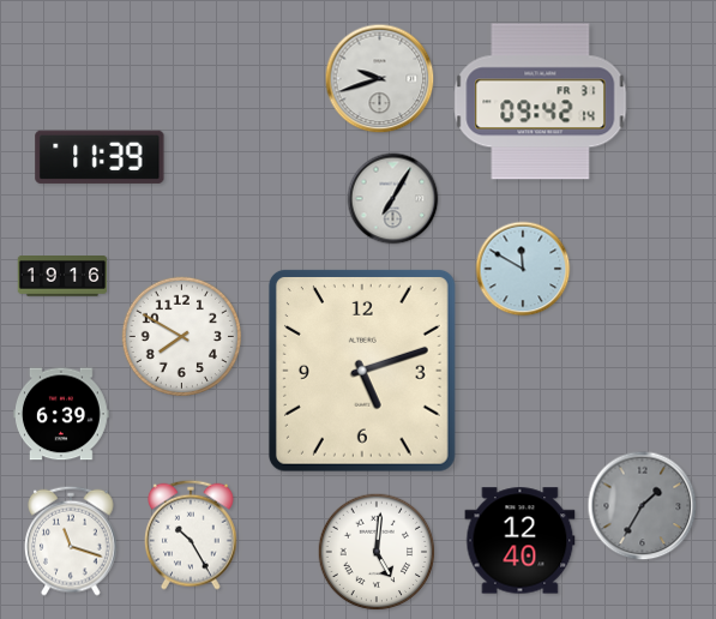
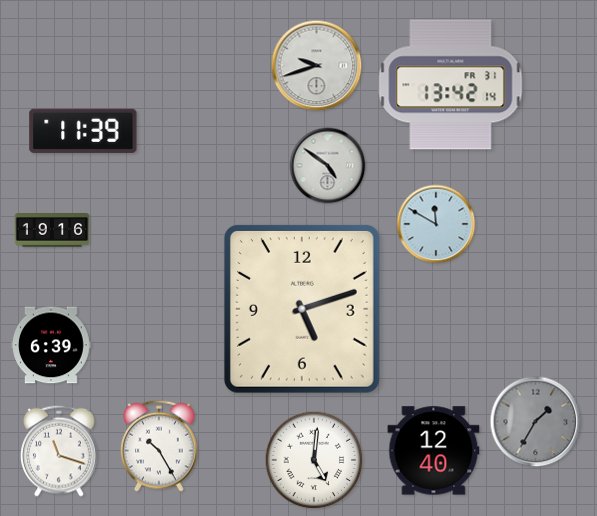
clock at (541, 102): 09:42 -> 13:42
clock at (393, 199): 7:05 -> 4:51
clock at (181, 336): 7:50 -> none
